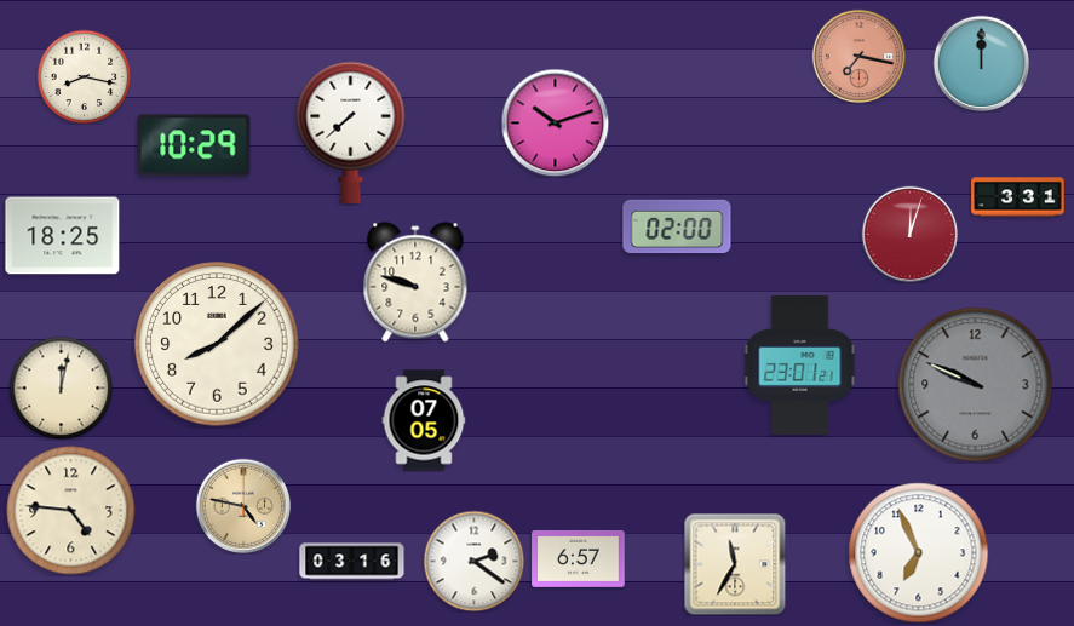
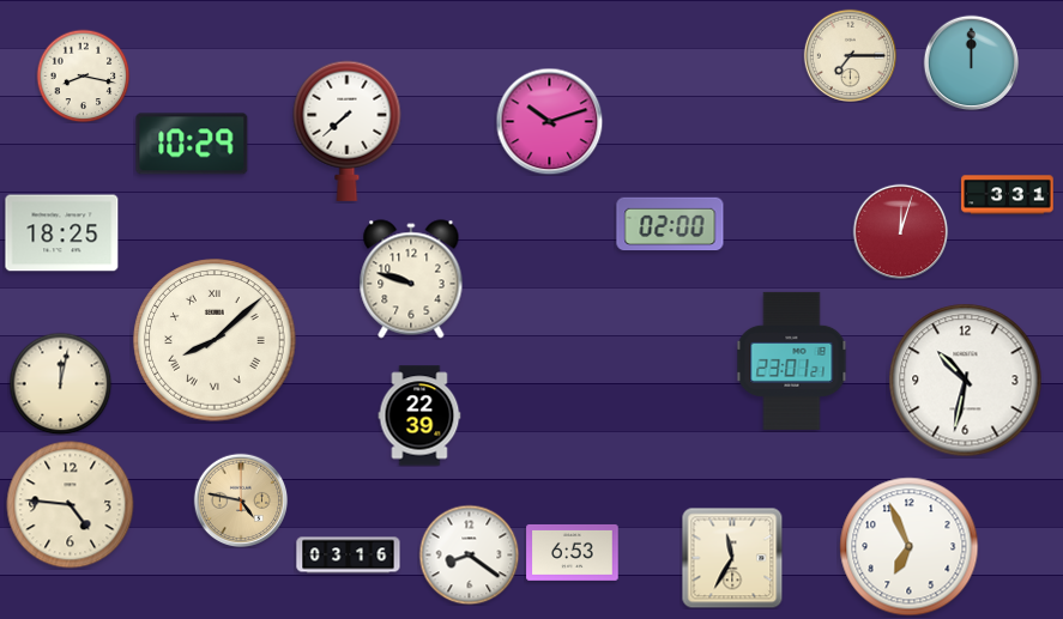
clock at (858, 56): 7:17 -> 7:15
clock at (858, 56) dial: salmon -> cream
clock at (217, 344) numerals: Arabic -> Roman
clock at (976, 385): 9:49 -> 10:32
clock at (976, 385) dial: grey -> white
clock at (424, 420): 07:05 -> 22:39
clock at (579, 559): 6:57 -> 6:53
clock at (473, 561): 2:21 -> 8:21
clock at (735, 564) position: (735, 564) -> (732, 558)
